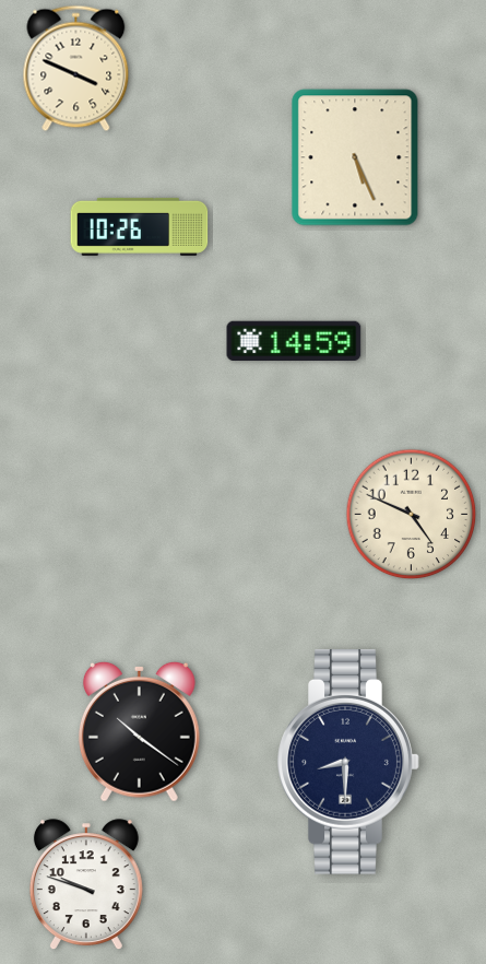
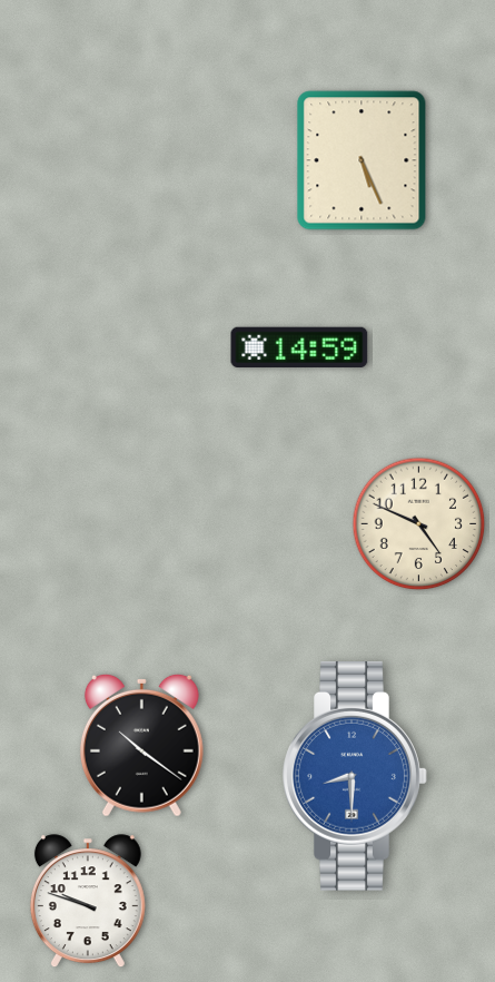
clock at (76, 69): 3:49 -> none
clock at (140, 226): 10:26 -> none
clock at (348, 762) dial: navy -> blue
